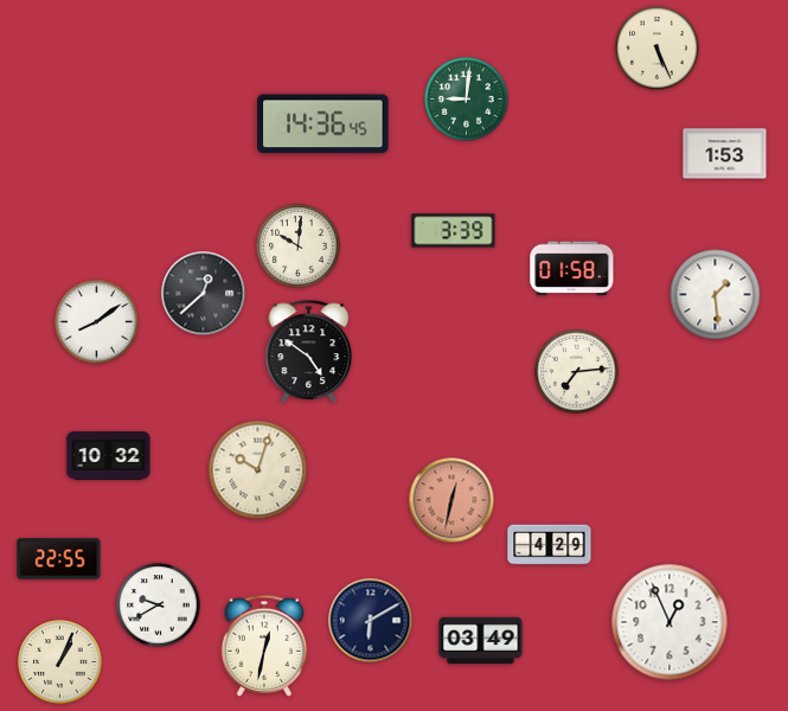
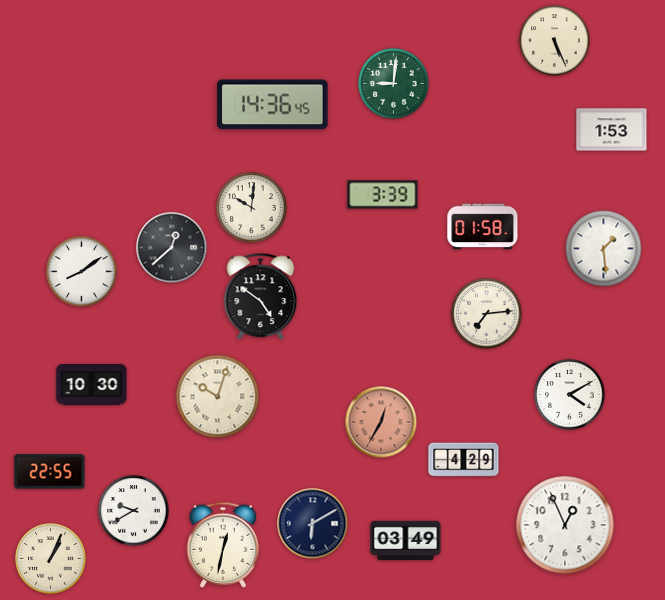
clock at (109, 456): 10:32 -> 10:30
clock at (570, 395): none -> 4:10
clock at (451, 500): 12:32 -> 12:35
